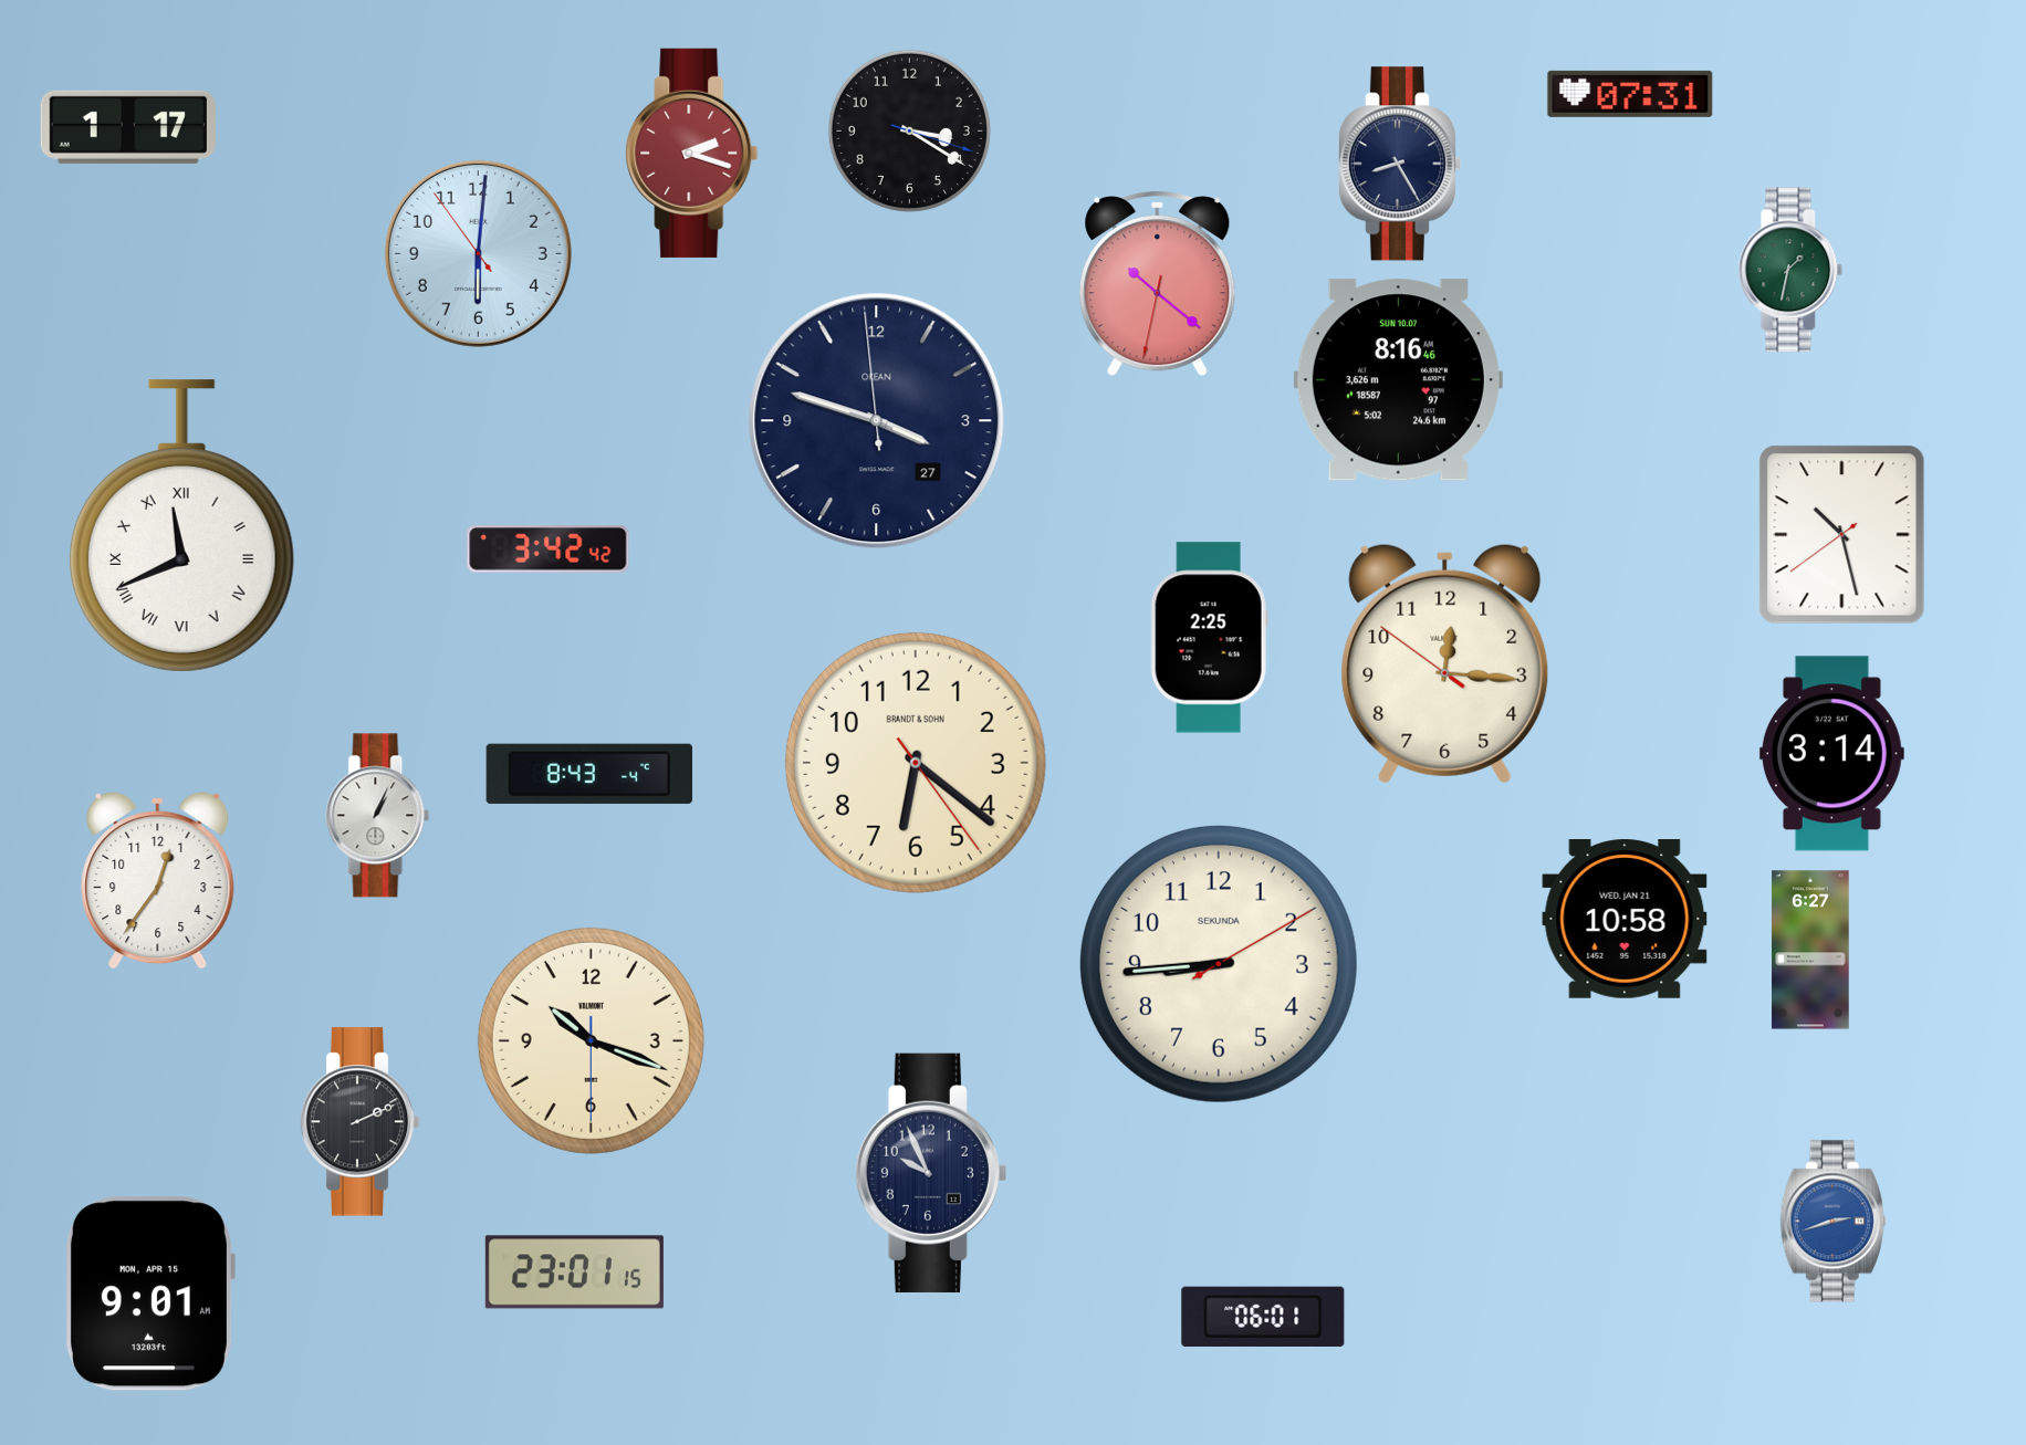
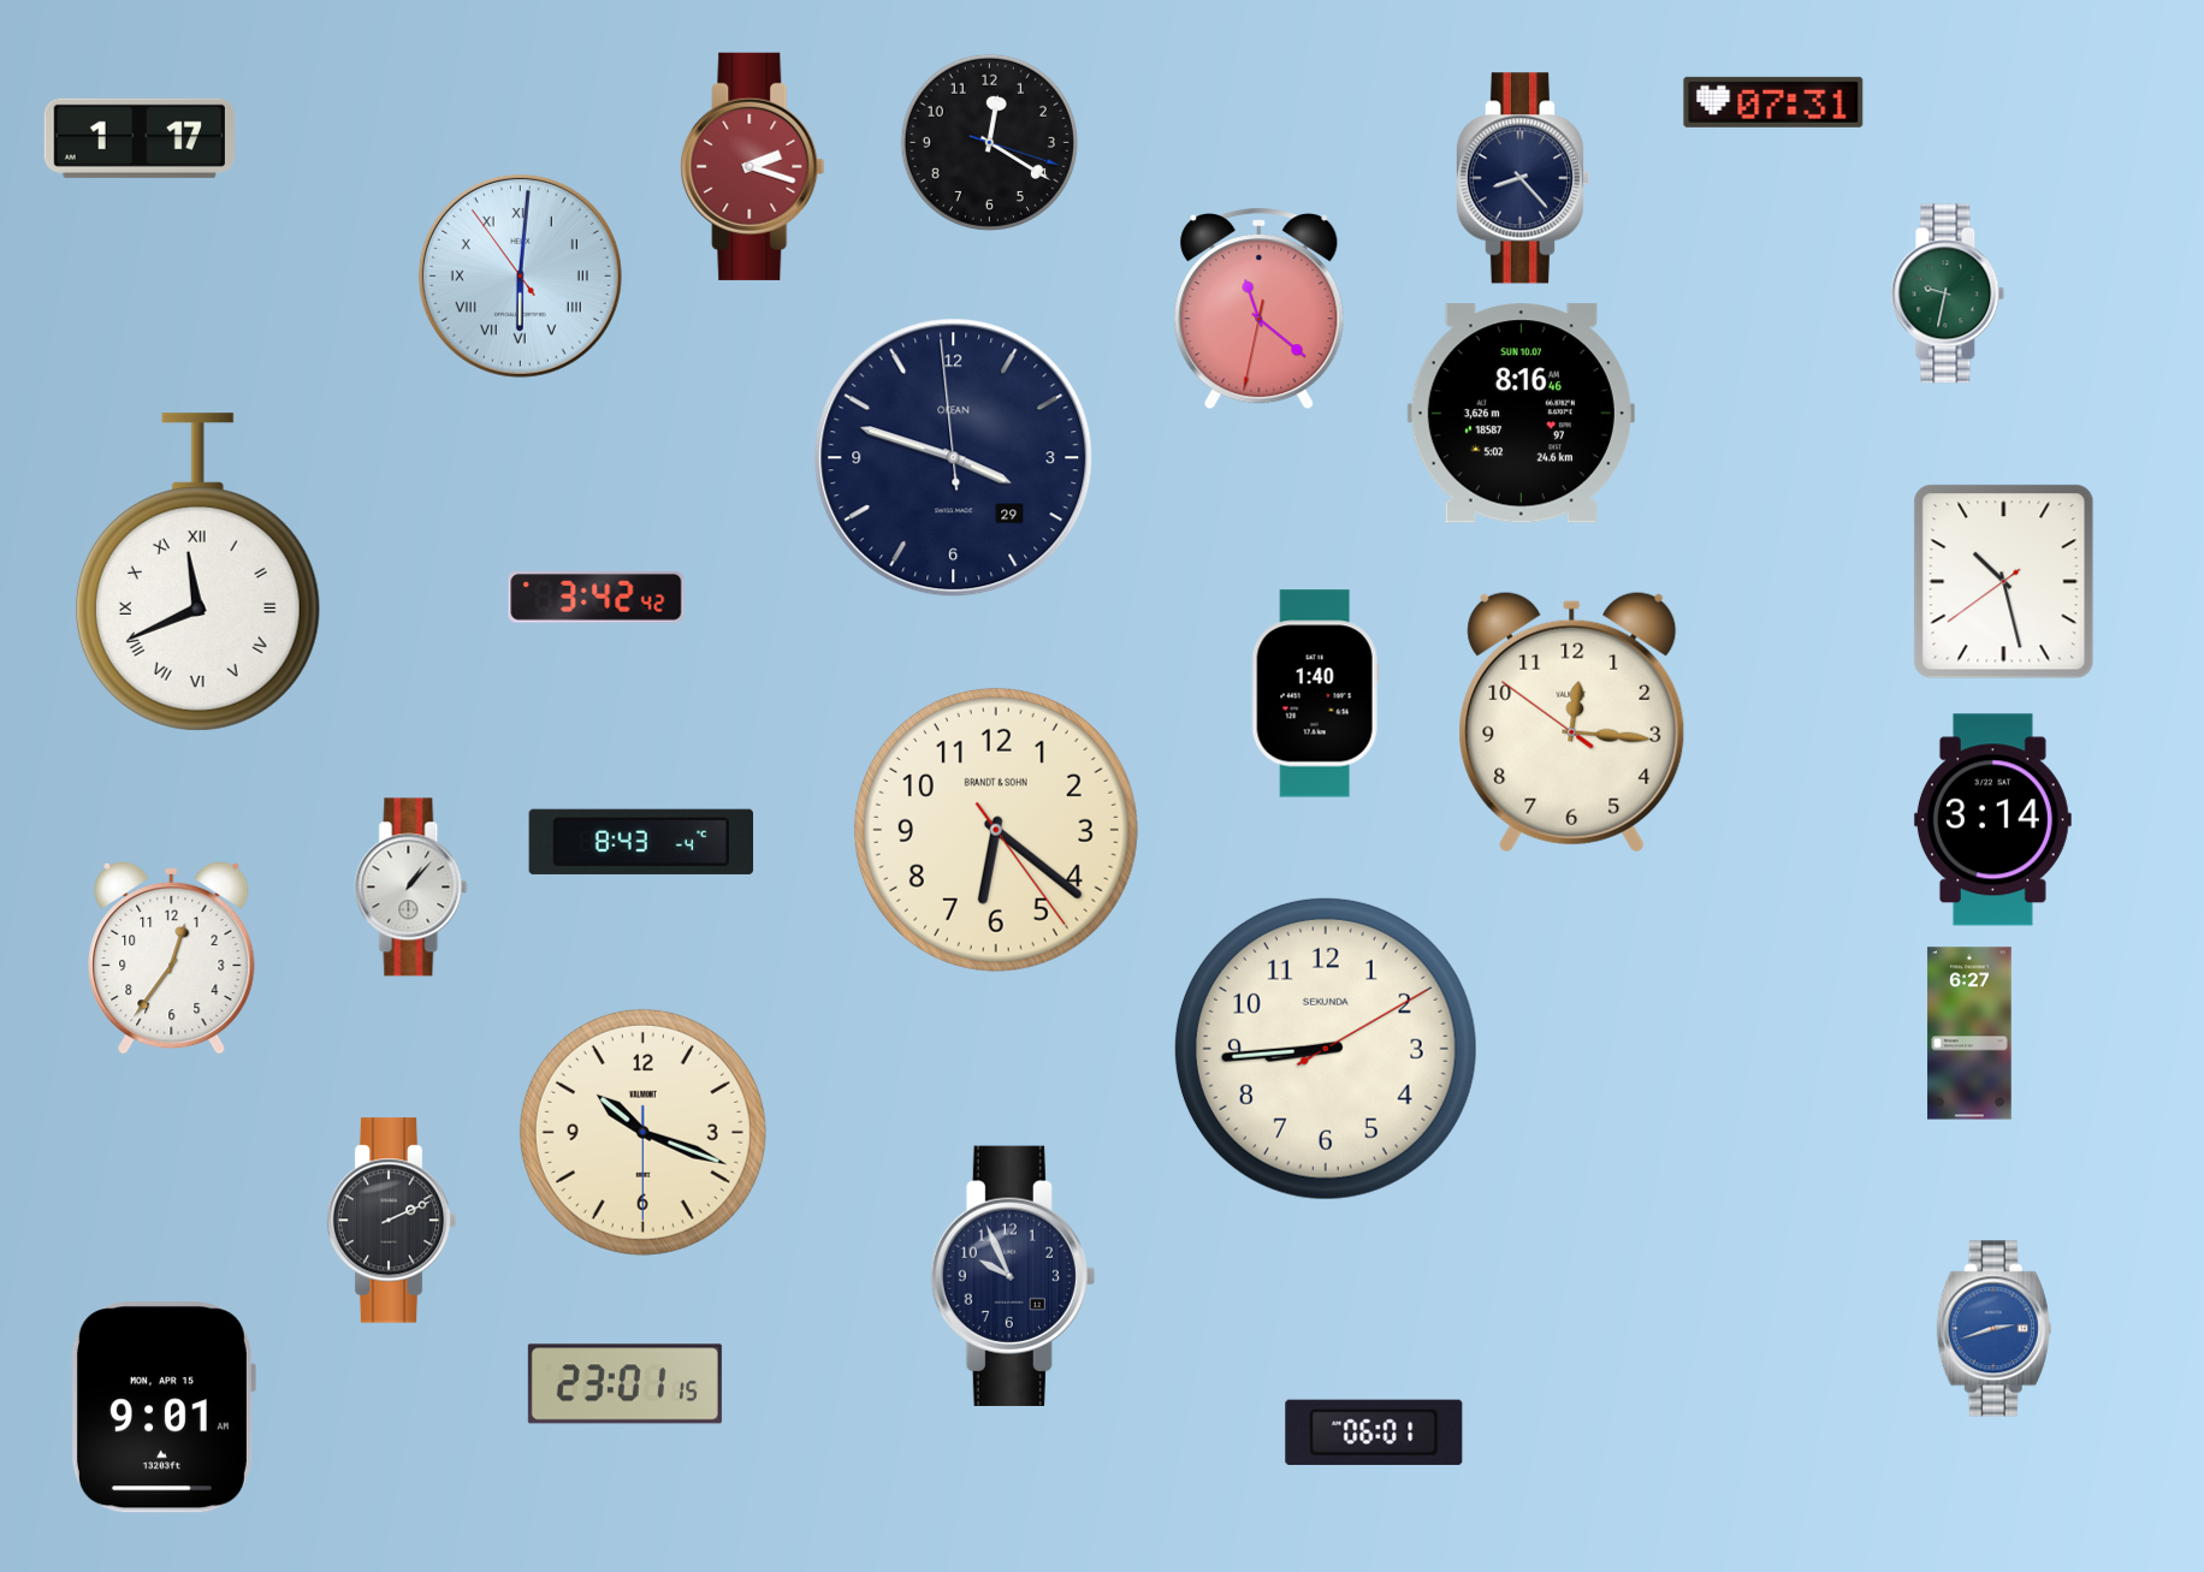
clock at (909, 130): 3:20 -> 12:20
clock at (1399, 164): 8:25 -> 8:23
clock at (478, 253) numerals: Arabic -> Roman
clock at (1790, 270): 1:32 -> 9:32
clock at (1158, 284): 10:21 -> 11:21
clock at (877, 421) date: 27 -> 29
clock at (1209, 638): 2:25 -> 1:40
clock at (378, 816): 1:04 -> 1:07
clock at (1625, 920): 10:58 -> none
